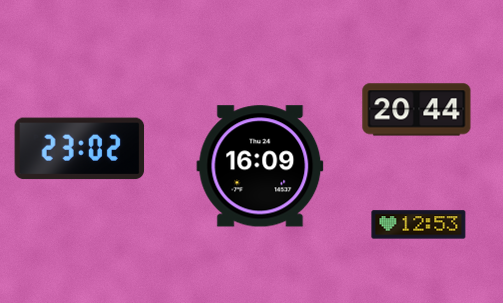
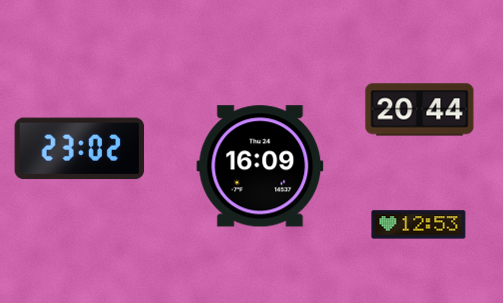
clock at (417, 110) position: (417, 110) -> (420, 110)
